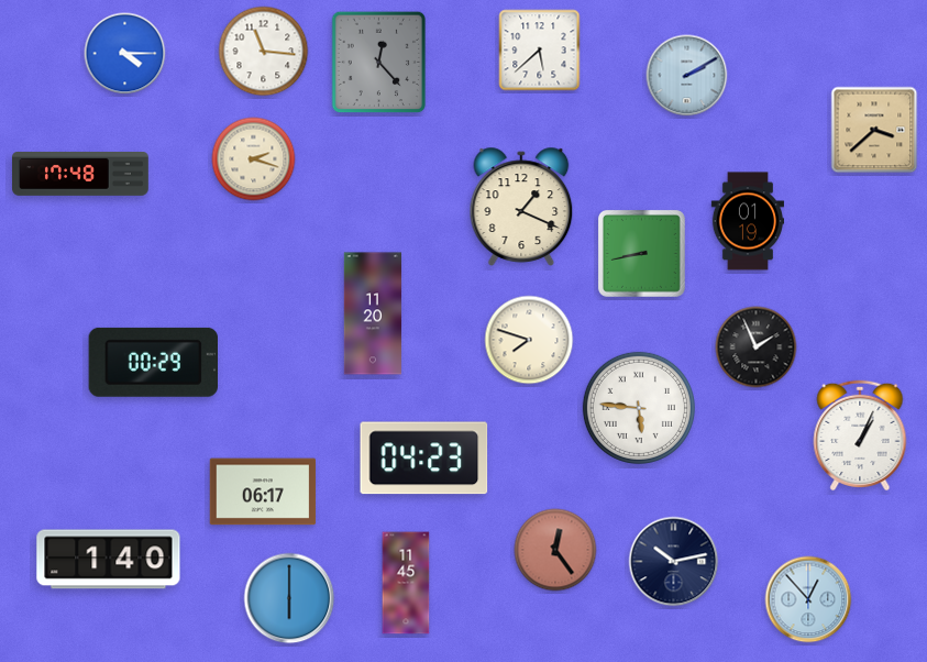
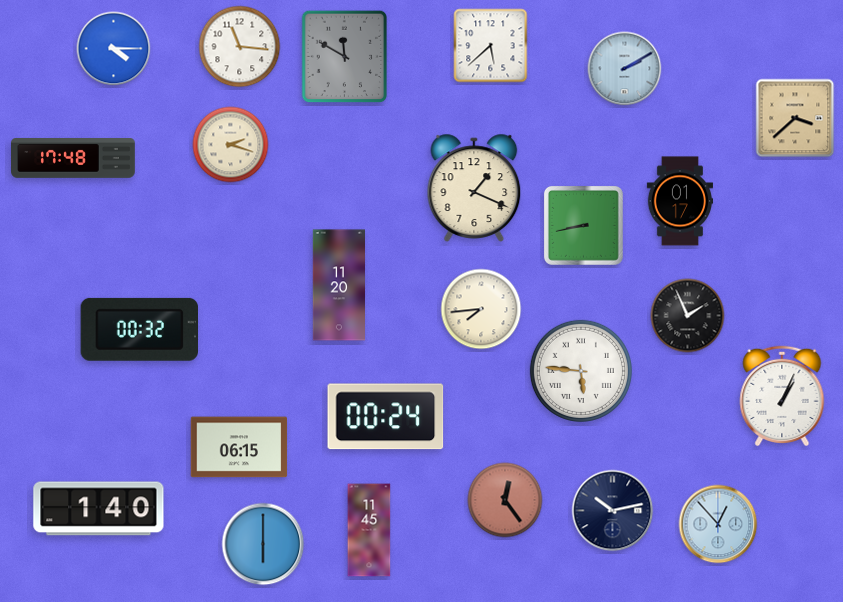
clock at (379, 63): 12:23 -> 11:50
clock at (747, 221): 01:19 -> 01:17
clock at (641, 253) position: (641, 253) -> (583, 225)
clock at (529, 340): 7:48 -> 7:44
clock at (153, 362): 00:29 -> 00:32
clock at (424, 459): 04:23 -> 00:24
clock at (263, 492): 06:17 -> 06:15
clock at (808, 599) position: (808, 599) -> (718, 524)
